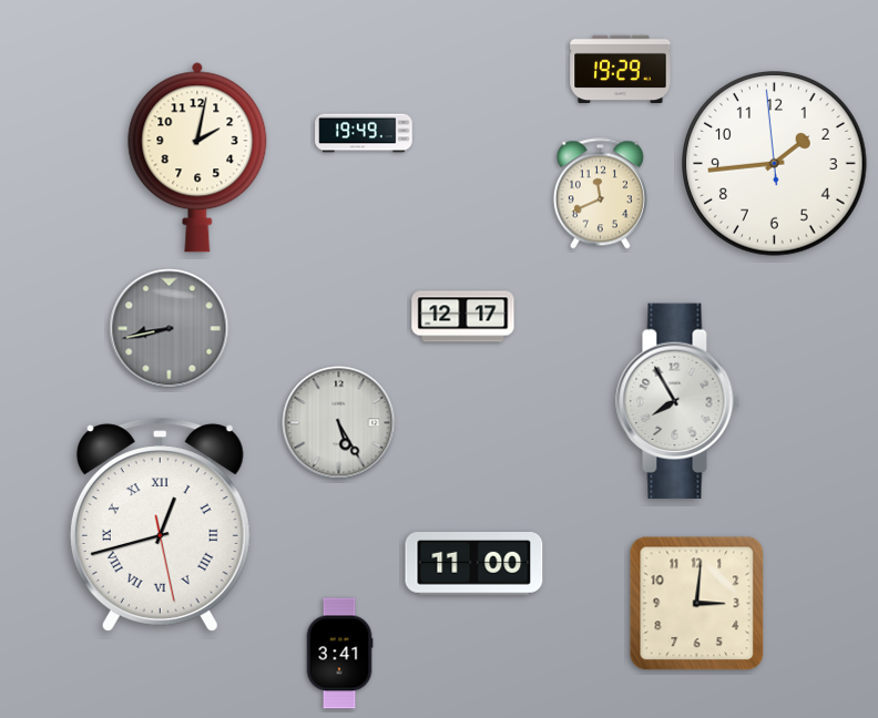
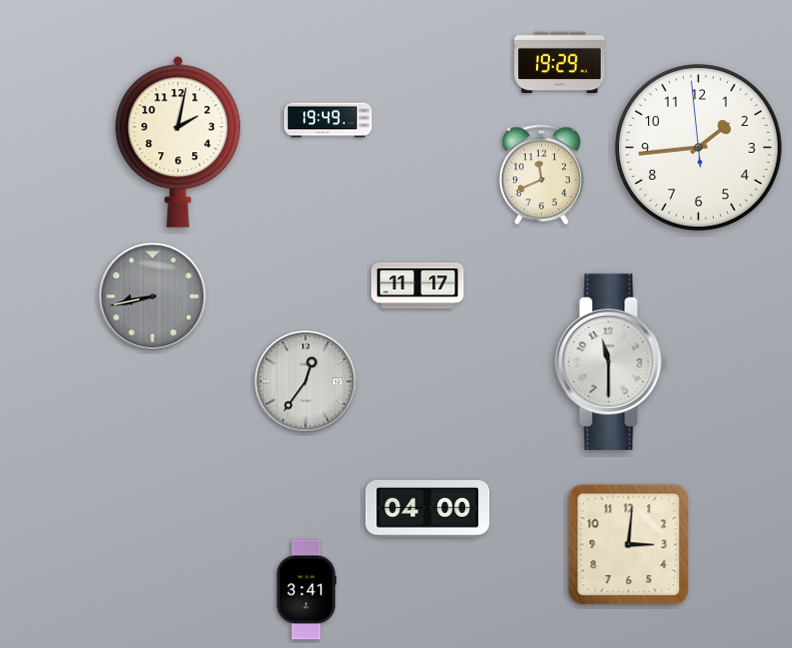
clock at (463, 317): 12:17 -> 11:17
clock at (677, 401): 7:55 -> 11:30
clock at (339, 423): 5:25 -> 12:36
clock at (160, 525): 12:42 -> none
clock at (474, 564): 11:00 -> 04:00
